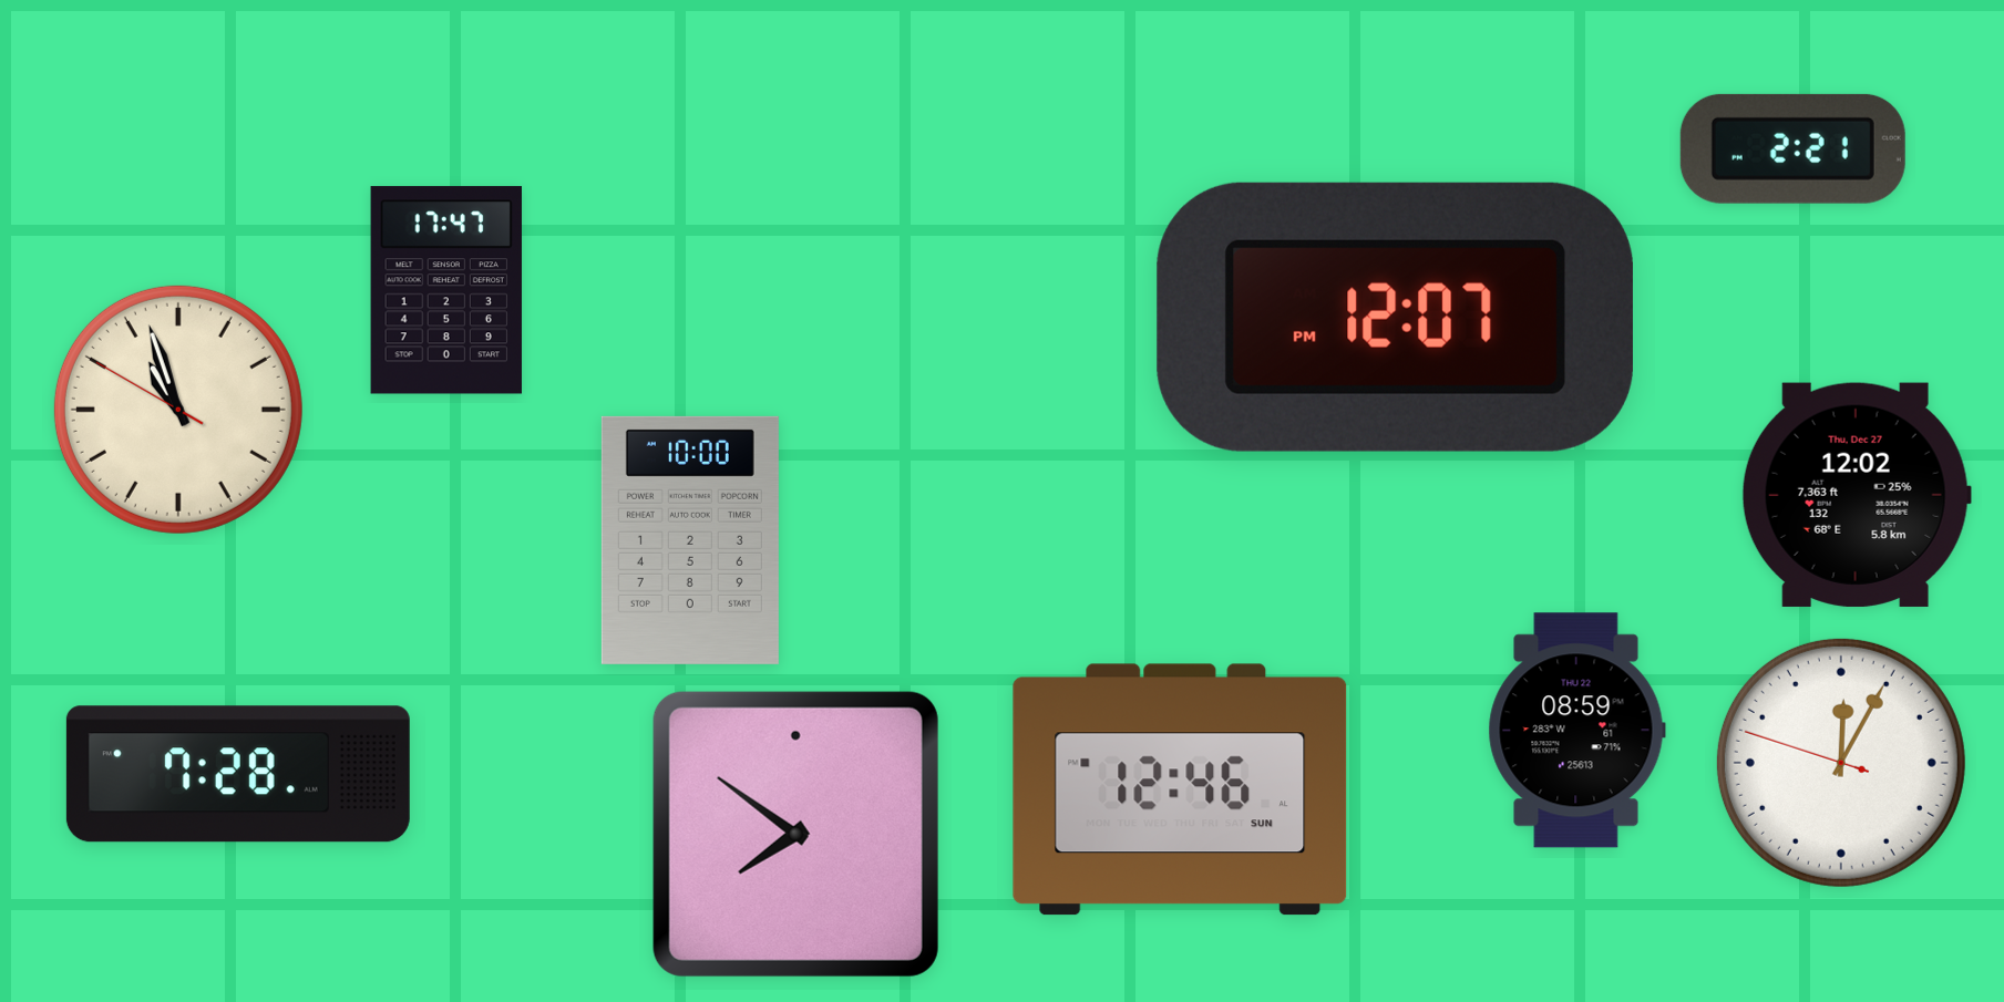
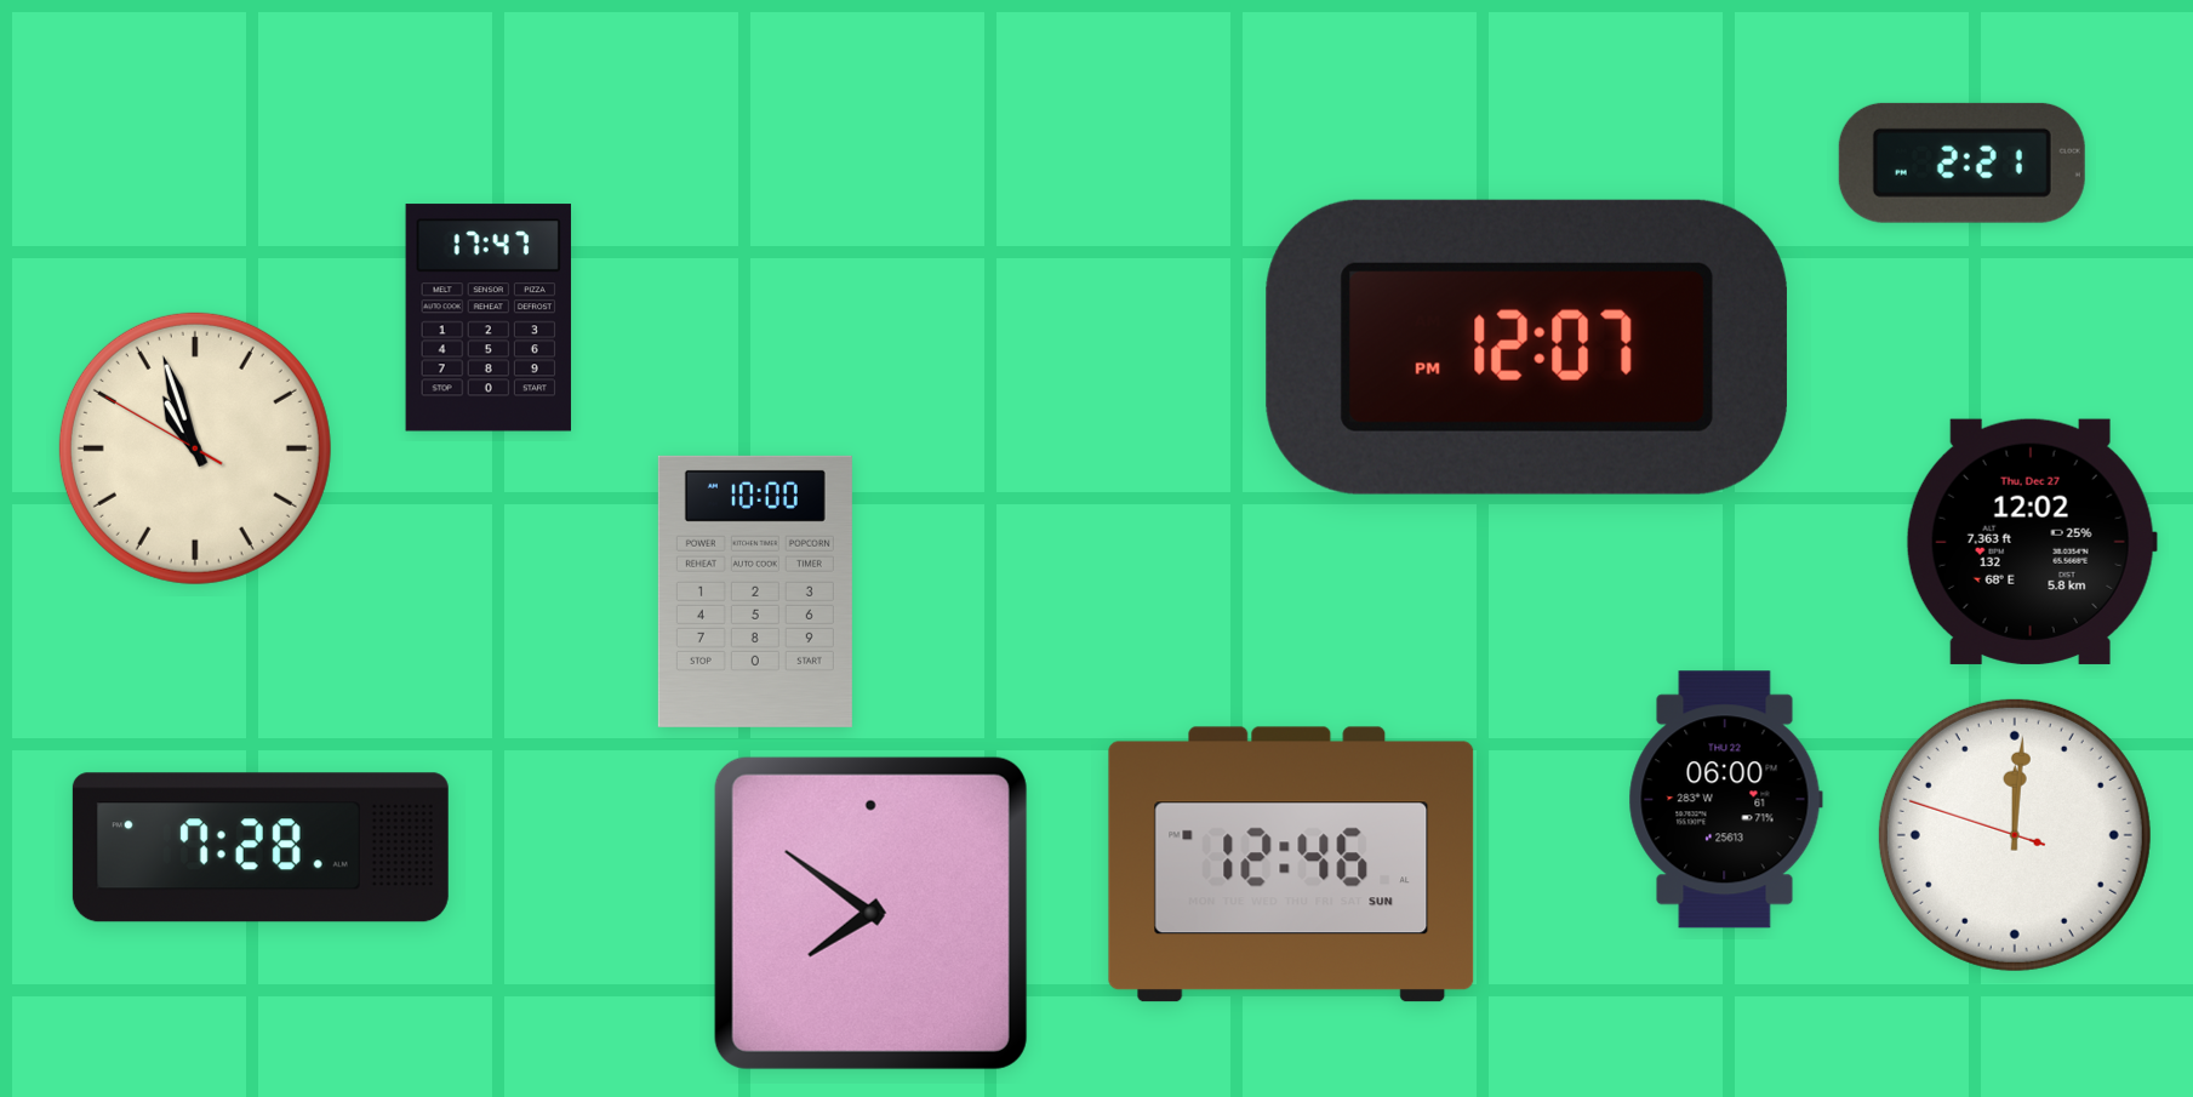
clock at (1576, 731): 08:59 -> 06:00
clock at (1841, 763): 12:04 -> 12:00
